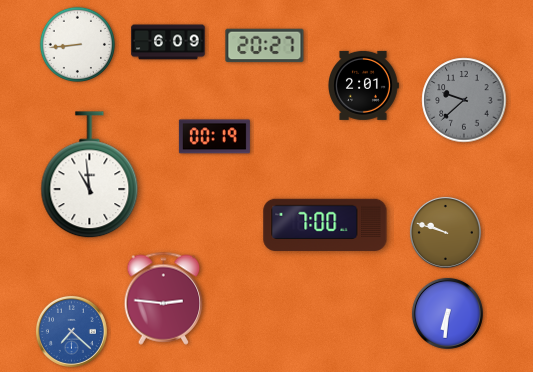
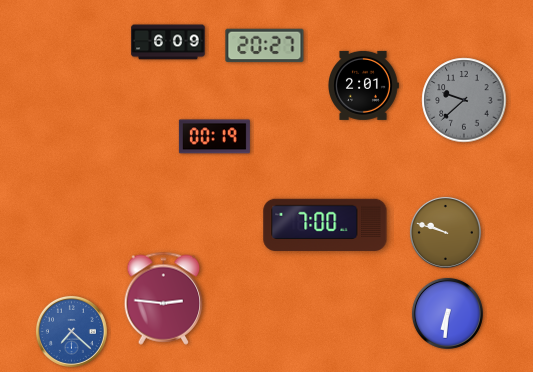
clock at (77, 44): 8:44 -> none
clock at (90, 175): 10:59 -> none
